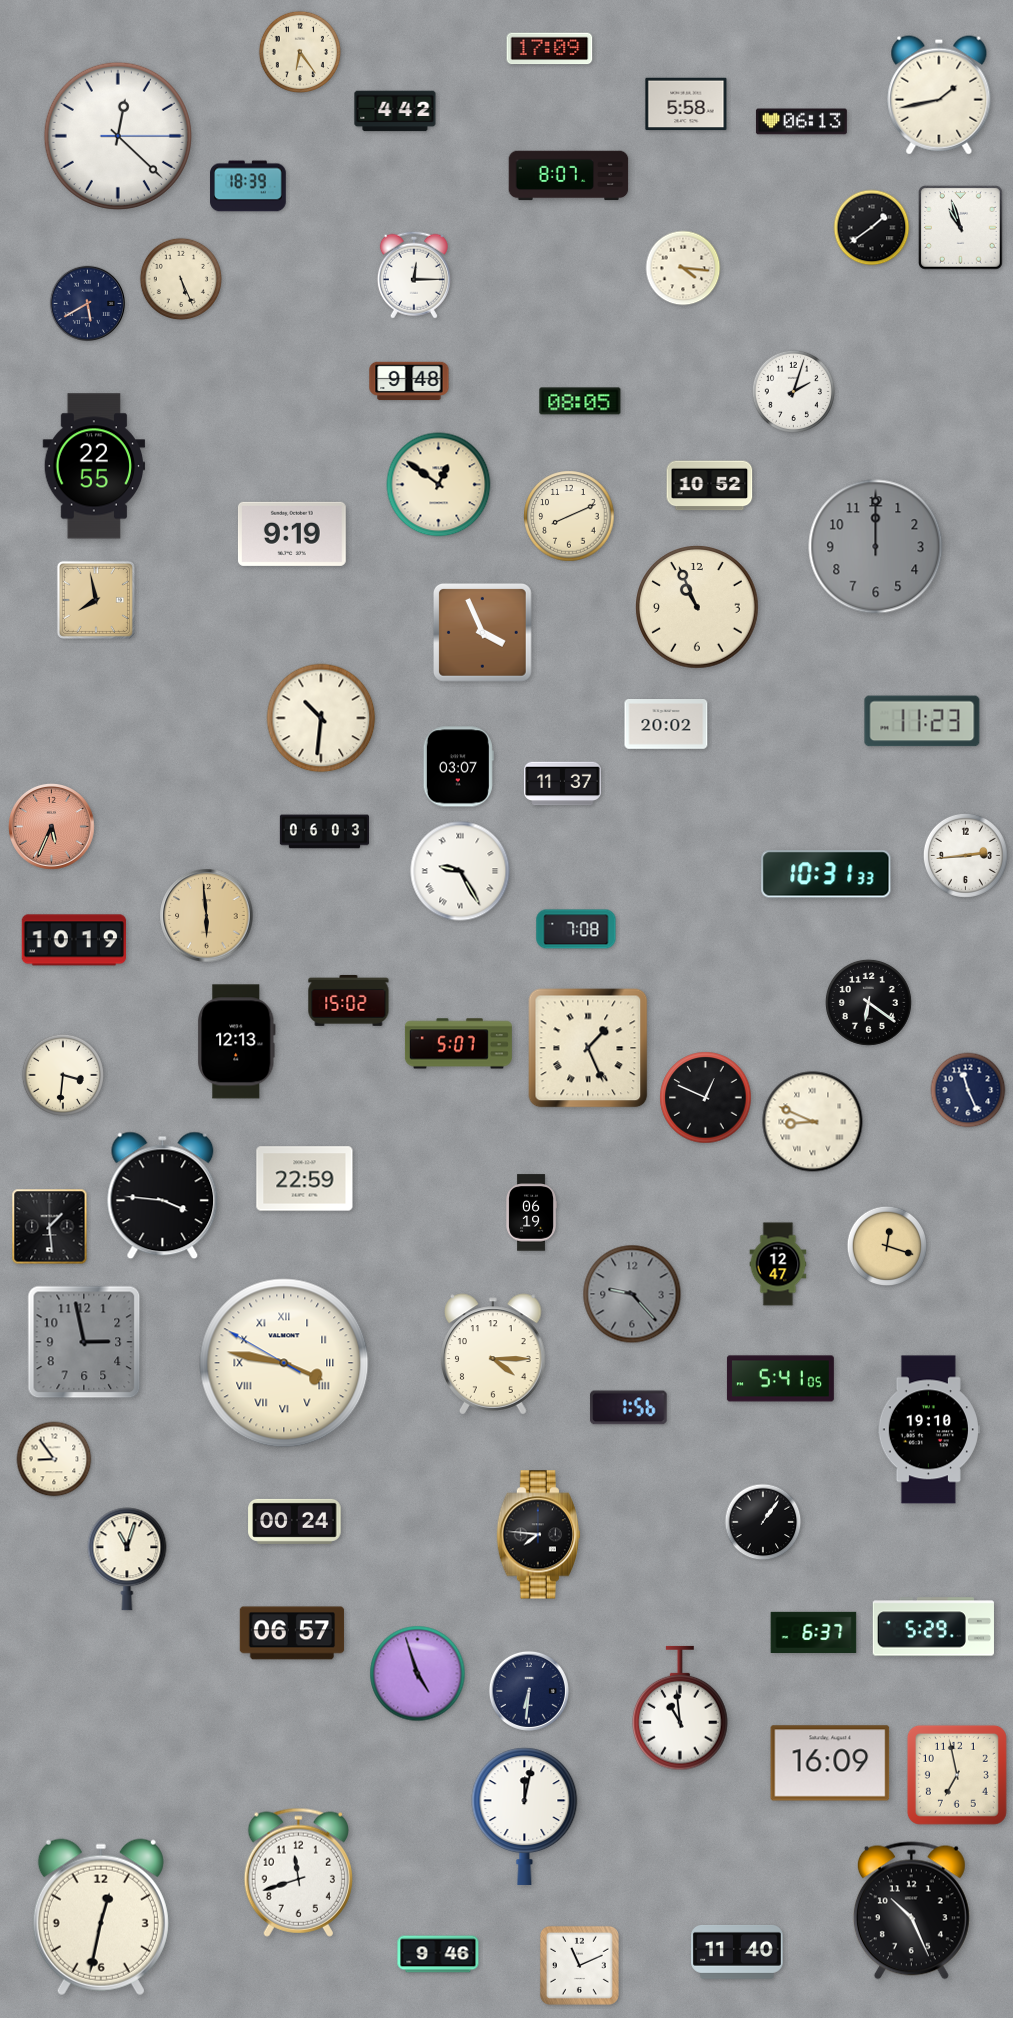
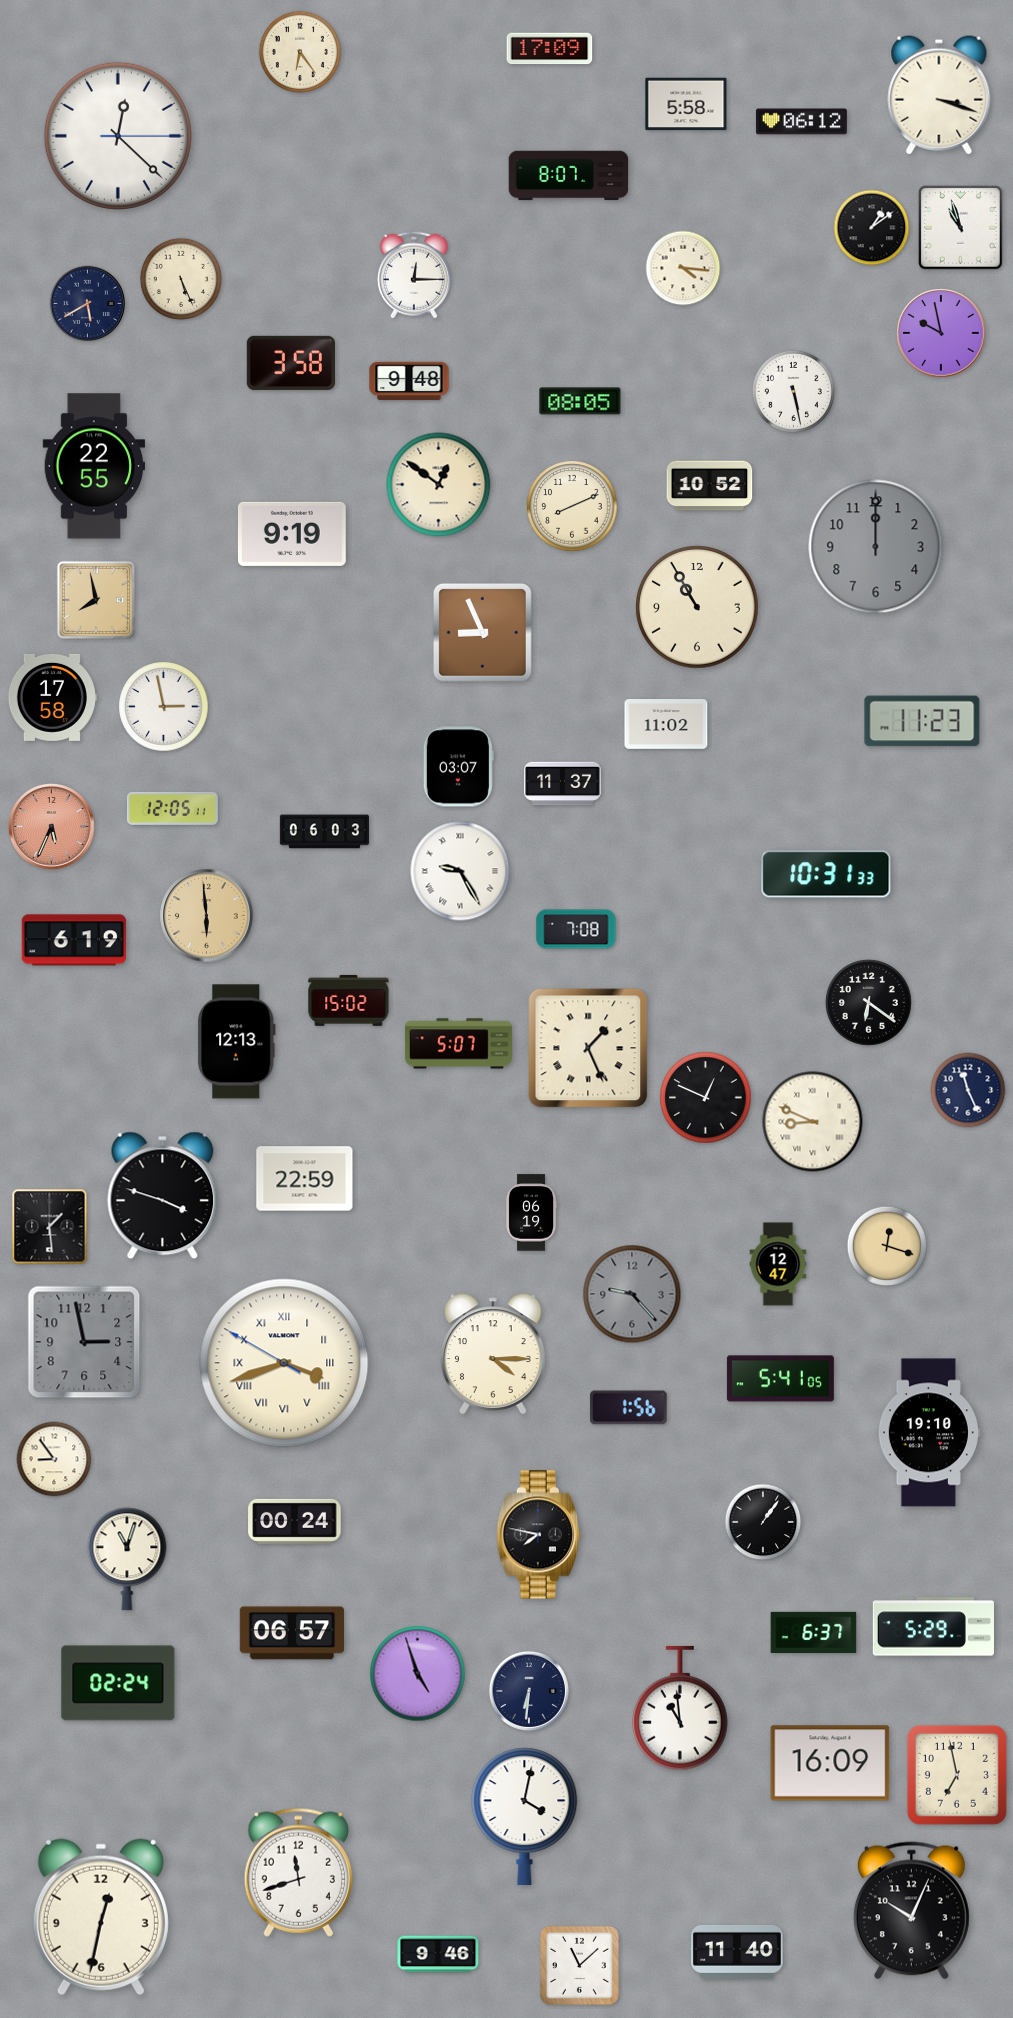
clock at (939, 95): 1:43 -> 3:18
clock at (395, 111): 4:42 -> none
clock at (801, 122): 06:13 -> 06:12
clock at (248, 186): 18:39 -> none
clock at (872, 228): 1:39 -> 1:09
clock at (941, 333): none -> 9:58
clock at (291, 363): none -> 3:58
clock at (793, 391): 2:03 -> 5:28
clock at (569, 516) position: (569, 516) -> (572, 506)
clock at (697, 607): 10:56 -> 10:55
clock at (482, 632): 3:56 -> 8:56
clock at (52, 697): none -> 17:58
clock at (164, 707): none -> 2:58
clock at (321, 718): 10:31 -> none
clock at (666, 725): 20:02 -> 11:02
clock at (172, 808): none -> 12:05
clock at (965, 855): 2:44 -> none
clock at (73, 940): 10:19 -> 6:19
clock at (63, 1075): 3:31 -> none
clock at (163, 1196): 3:46 -> 3:48
clock at (284, 1363): 3:46 -> 3:41
clock at (928, 1430) position: (928, 1430) -> (928, 1433)
clock at (538, 1535): 7:46 -> 7:47
clock at (118, 1683): none -> 02:24
clock at (525, 1816): 12:02 -> 4:02
clock at (911, 1911): 10:26 -> 10:04
clock at (579, 1965): 11:11 -> 11:08
